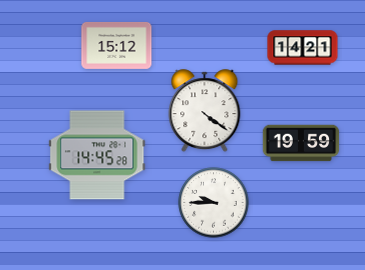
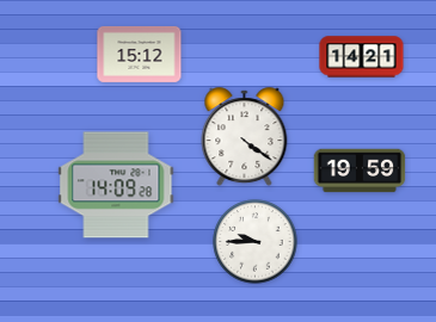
clock at (205, 111) position: (205, 111) -> (245, 137)
clock at (97, 155): 14:45 -> 14:09
